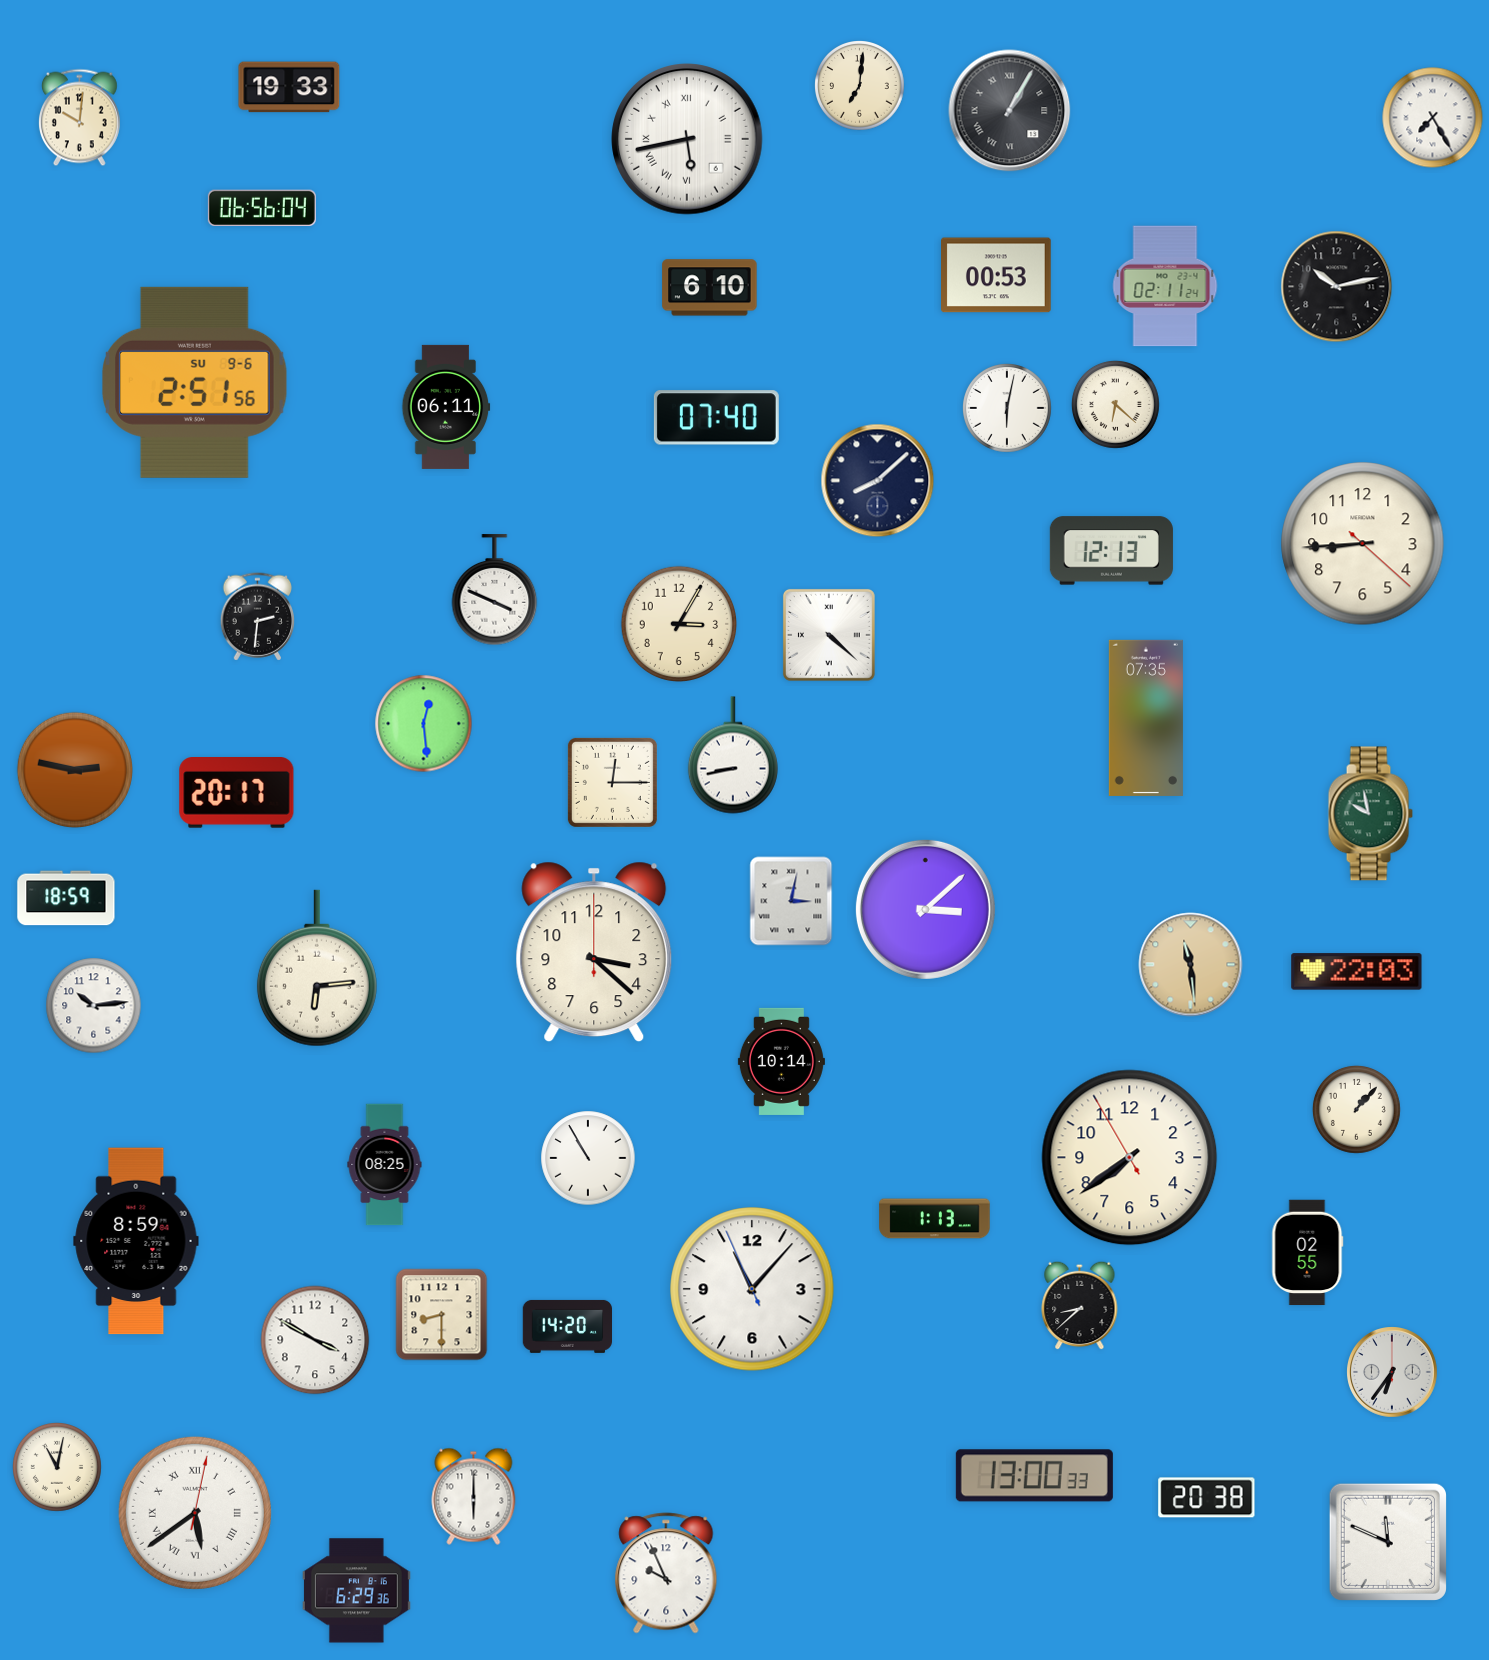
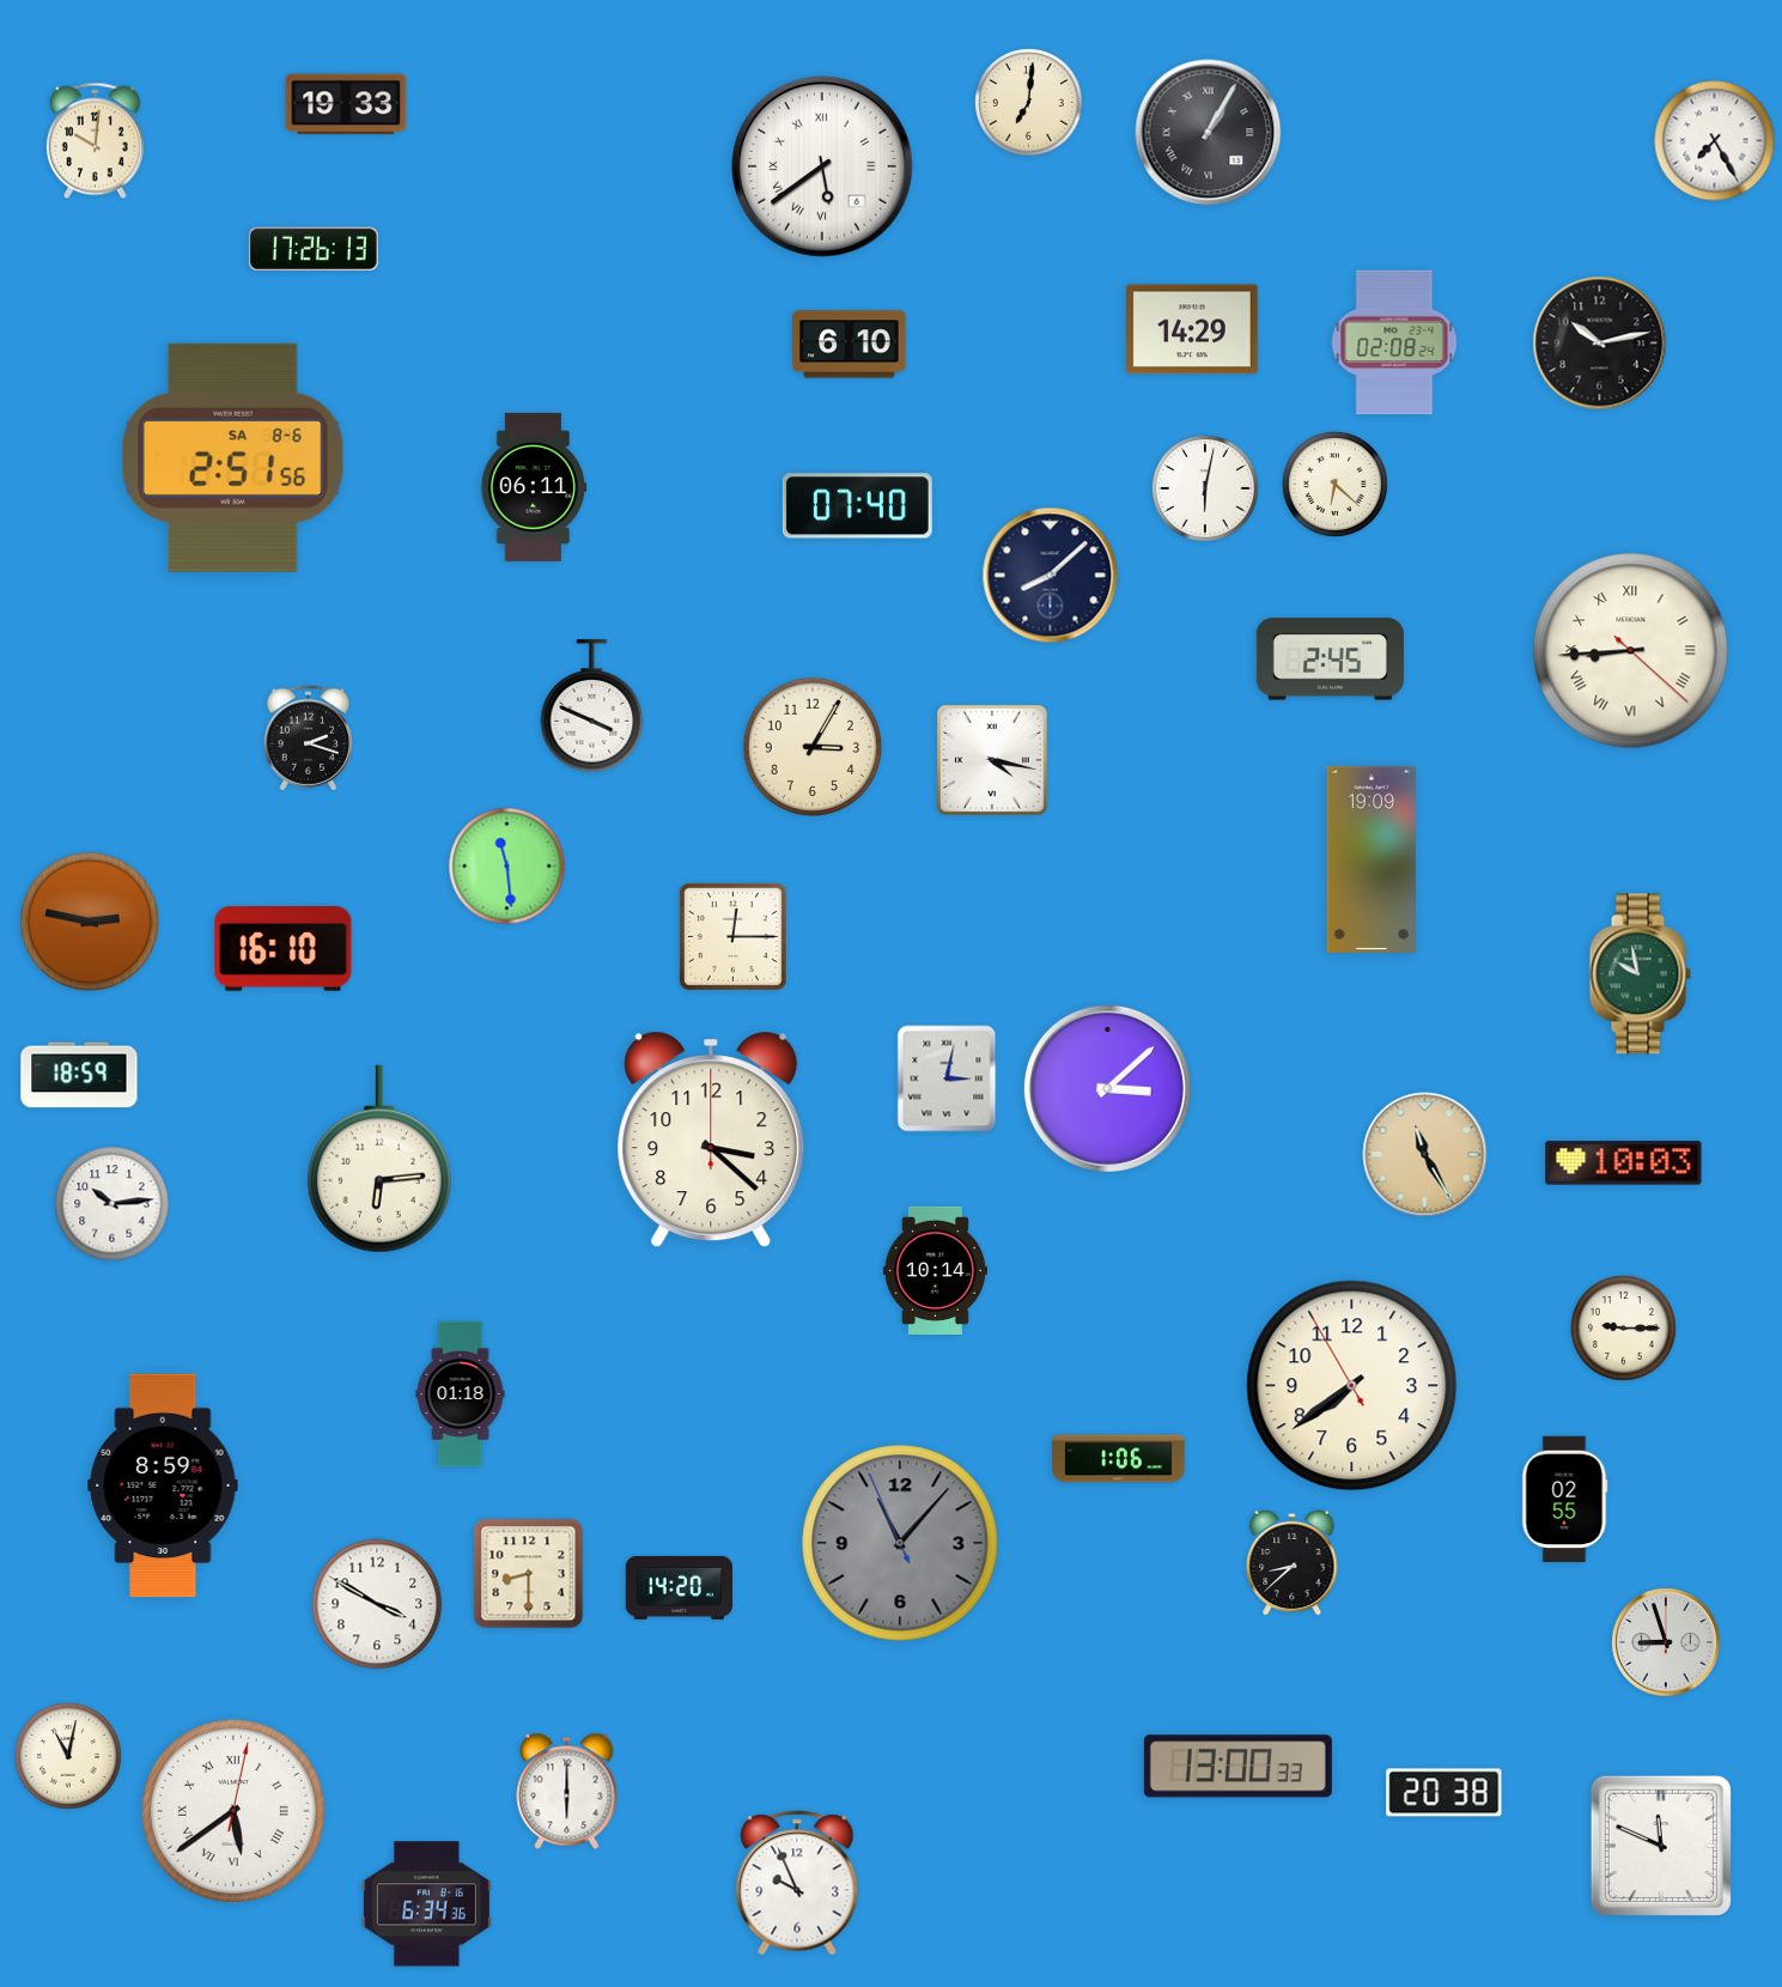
clock at (687, 139): 5:43 -> 5:39
clock at (262, 207): 06:56 -> 17:26
clock at (997, 275): 00:53 -> 14:29
clock at (1165, 286): 02:11 -> 02:08
clock at (195, 382) date: SU 9-6 -> SA 8-6
clock at (716, 418) position: (716, 418) -> (857, 506)
clock at (1363, 544) numerals: Arabic -> Roman
clock at (1111, 551): 12:13 -> 2:45
clock at (258, 617): 2:31 -> 2:18
clock at (829, 635): 4:22 -> 4:17
clock at (1146, 718): 07:35 -> 19:09
clock at (424, 724): 12:29 -> 11:29
clock at (733, 755): 8:43 -> none
clock at (237, 793): 20:17 -> 16:10
clock at (1191, 965): 11:29 -> 11:25
clock at (1357, 972): 22:03 -> 10:03
clock at (1356, 1109): 1:07 -> 9:15
clock at (588, 1158): 10:55 -> none
clock at (385, 1165): 08:25 -> 01:18
clock at (935, 1219): 1:13 -> 1:06
clock at (752, 1289) dial: white -> grey
clock at (1392, 1372): 6:36 -> 8:57
clock at (356, 1591): 6:29 -> 6:34
